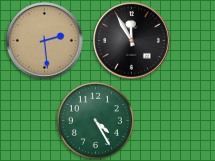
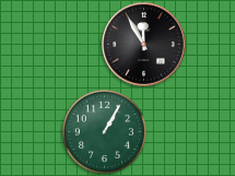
clock at (45, 41): 2:29 -> none
clock at (95, 120): 4:25 -> 1:05
